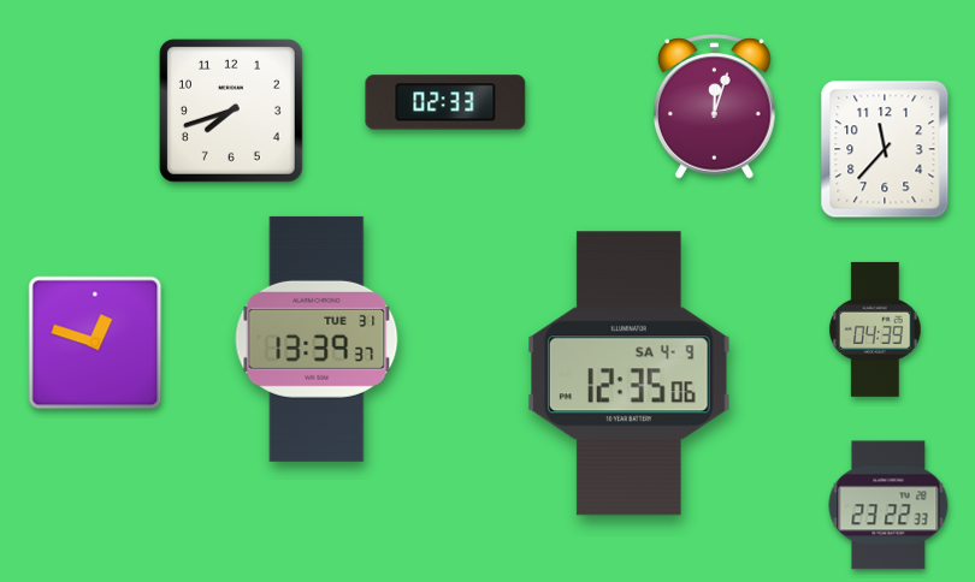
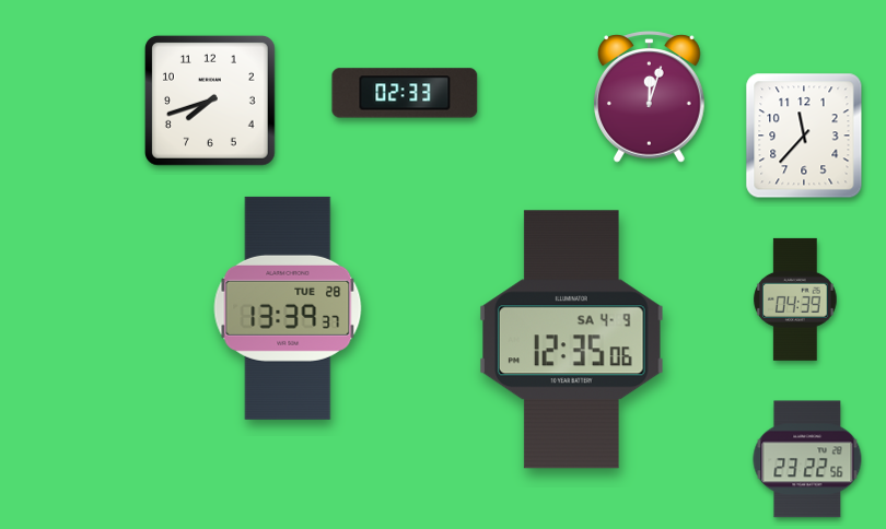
clock at (317, 339) date: TUE 31 -> TUE 28
clock at (95, 343): 12:48 -> none
clock at (888, 505): 23:22:33 -> 23:22:56
